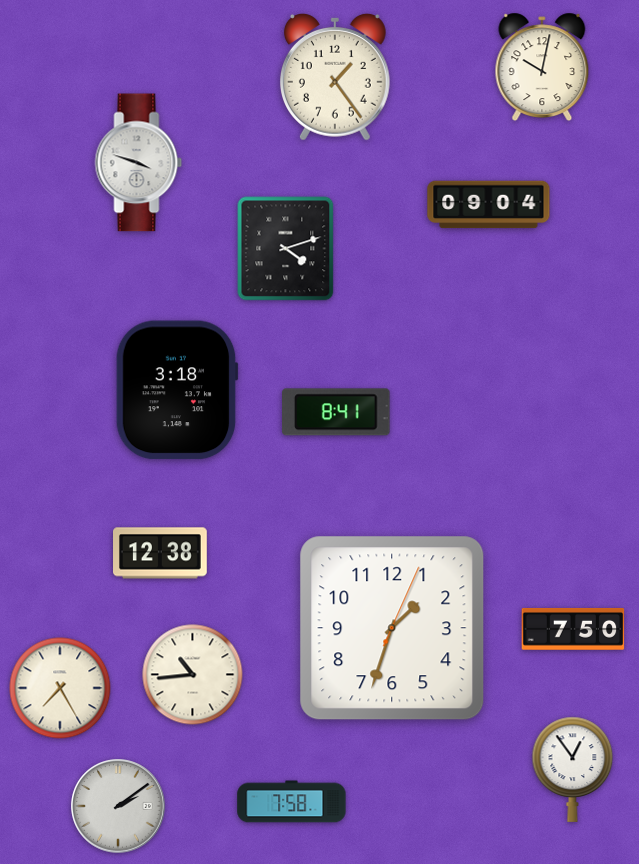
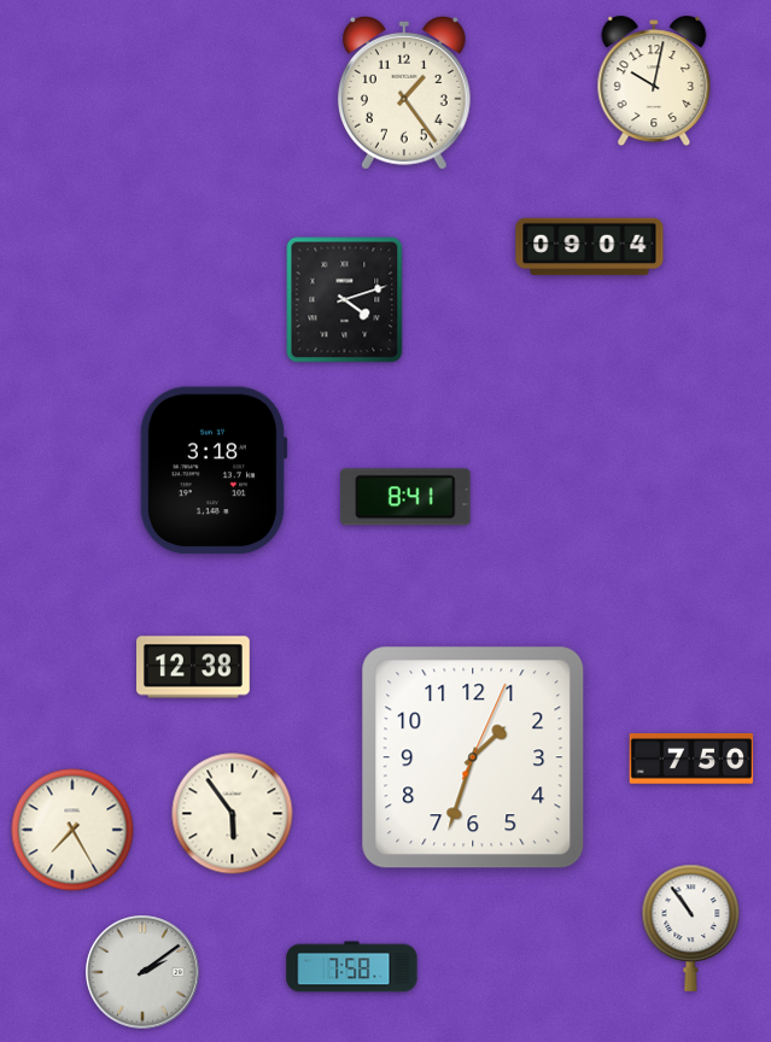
clock at (139, 163): 3:48 -> none
clock at (193, 675): 10:44 -> 5:54
clock at (573, 769): 12:54 -> 10:54
